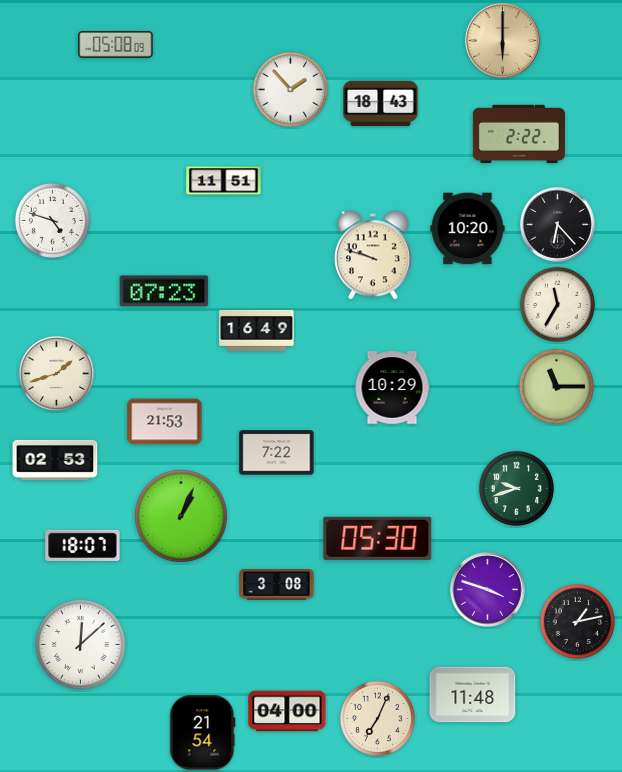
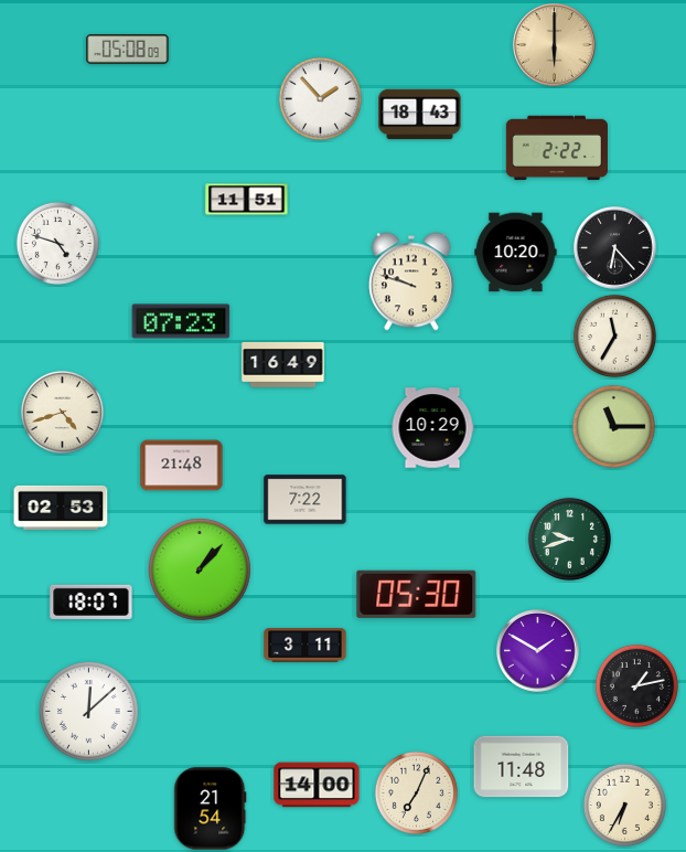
clock at (519, 134) position: (519, 134) -> (557, 148)
clock at (56, 373): 1:42 -> 4:42
clock at (165, 422): 21:53 -> 21:48
clock at (181, 516): 1:04 -> 1:07
clock at (277, 585): 3:08 -> 3:11
clock at (488, 590): 3:48 -> 1:50
clock at (287, 711): 04:00 -> 14:00
clock at (624, 805): none -> 6:35
clock at (203, 733) position: (203, 733) -> (211, 809)
